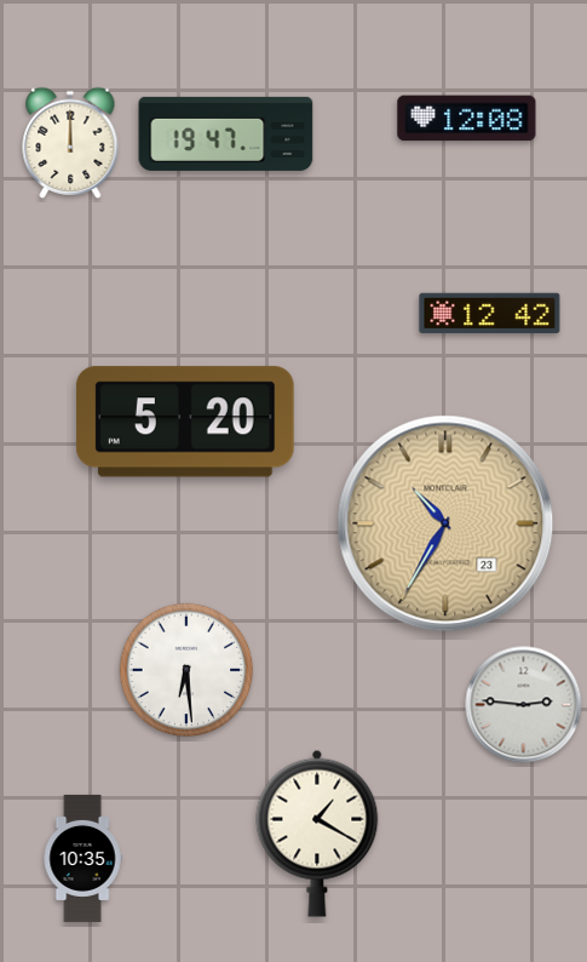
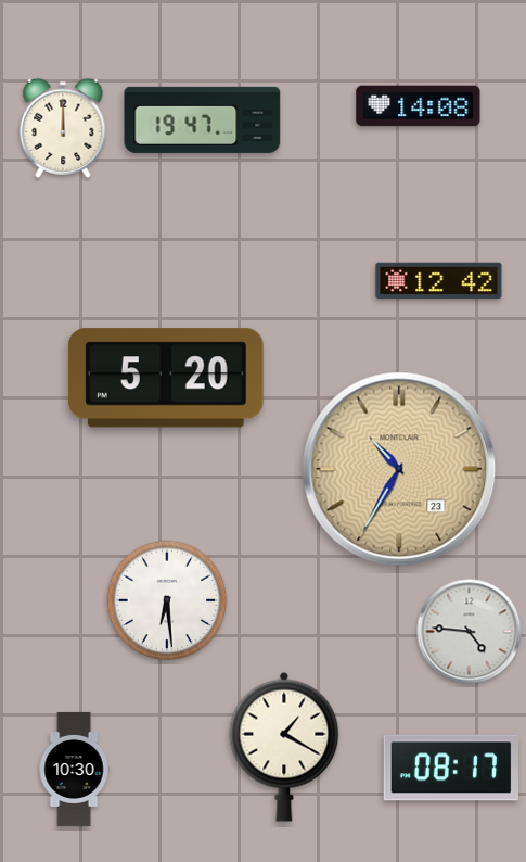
clock at (467, 119): 12:08 -> 14:08
clock at (524, 705): 2:46 -> 4:46
clock at (451, 768): none -> 08:17
clock at (82, 858): 10:35 -> 10:30
